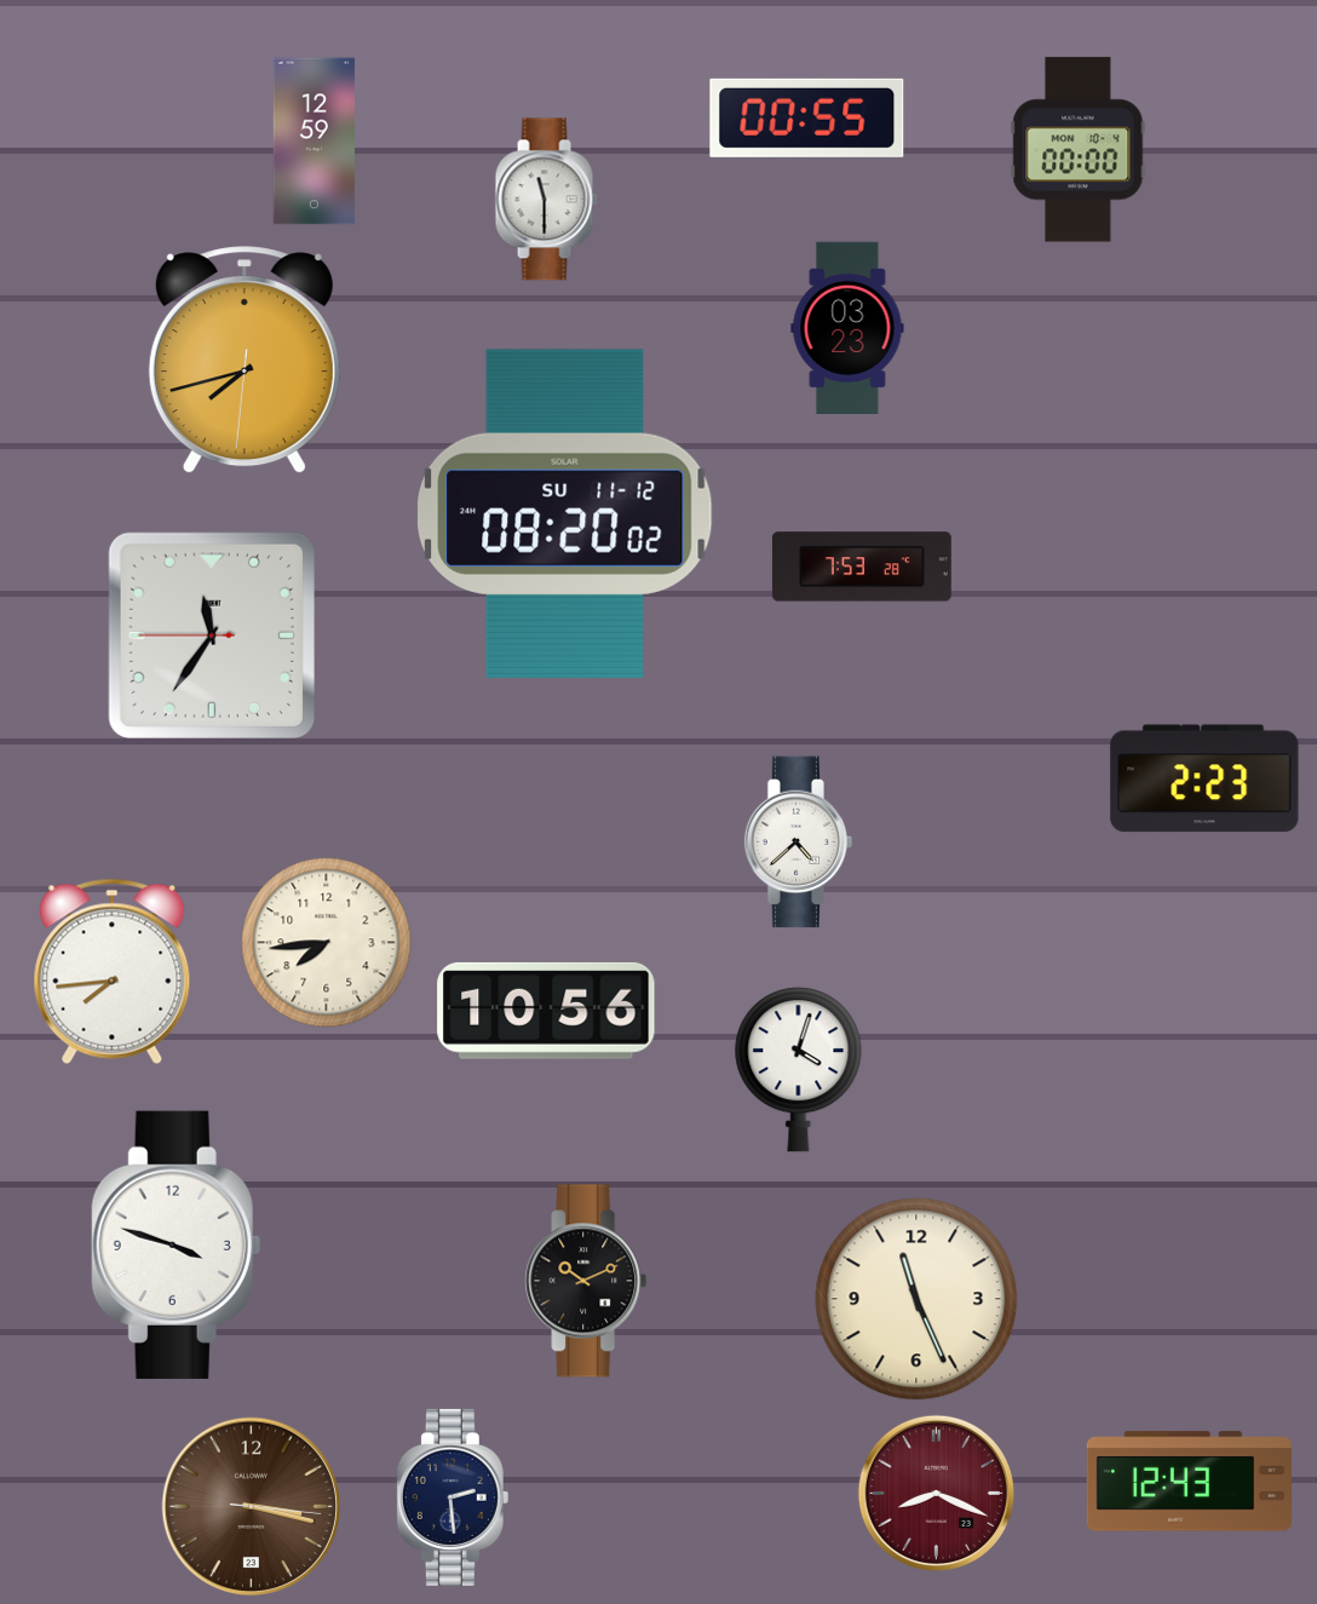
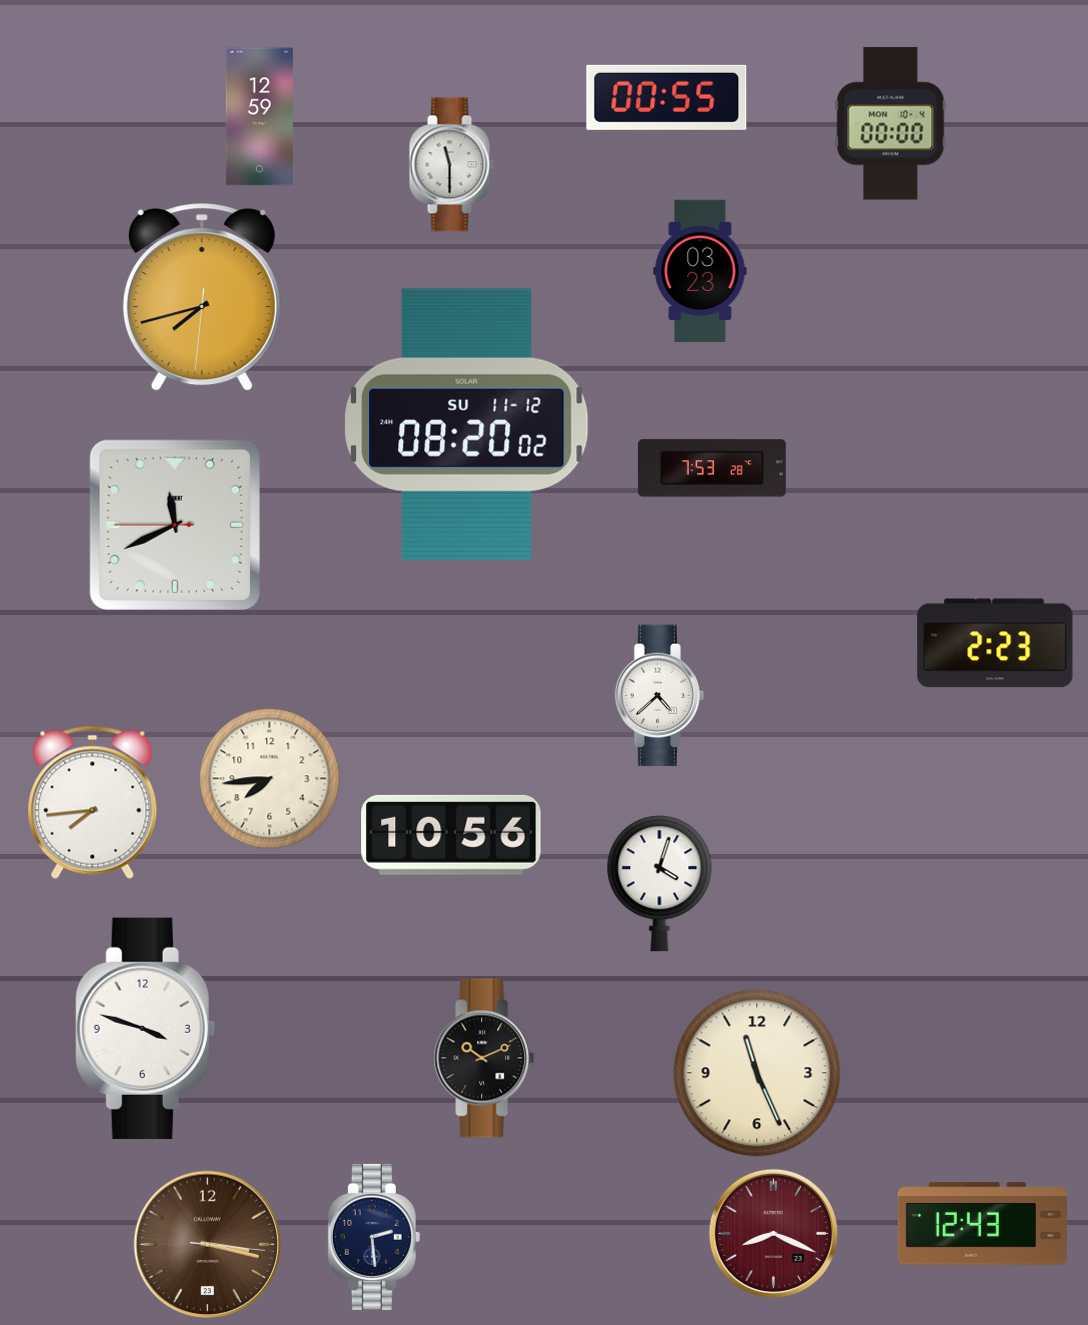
clock at (212, 636): 11:35 -> 11:40
